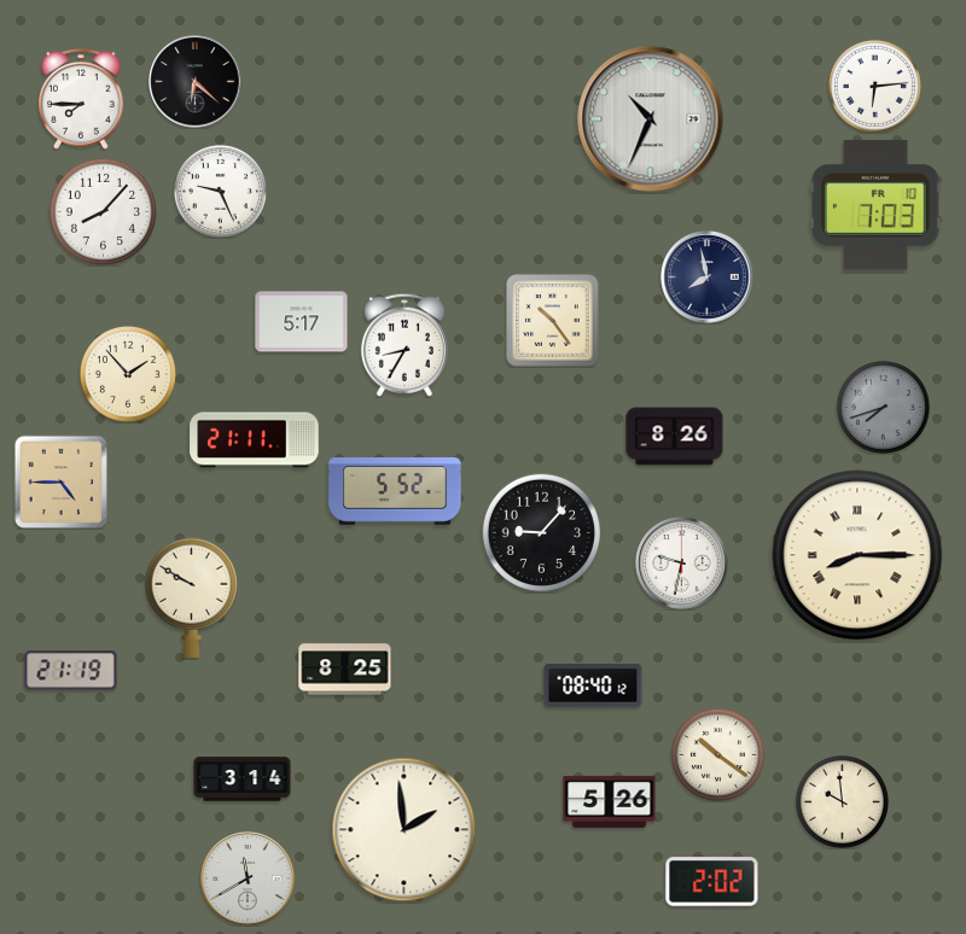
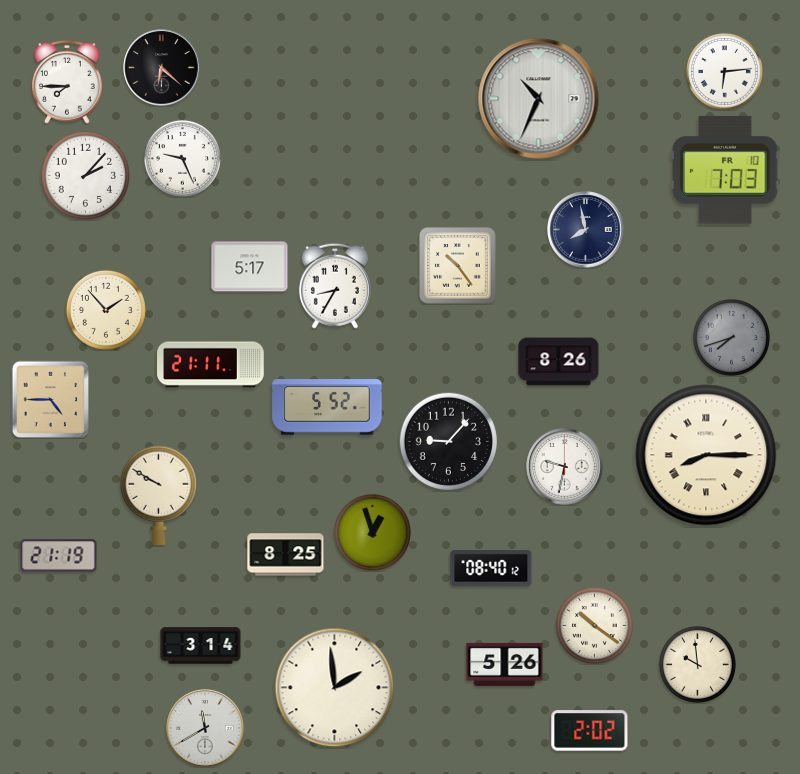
clock at (103, 211): 8:07 -> 2:07
clock at (857, 555) position: (857, 555) -> (706, 455)
clock at (372, 532): none -> 12:57
